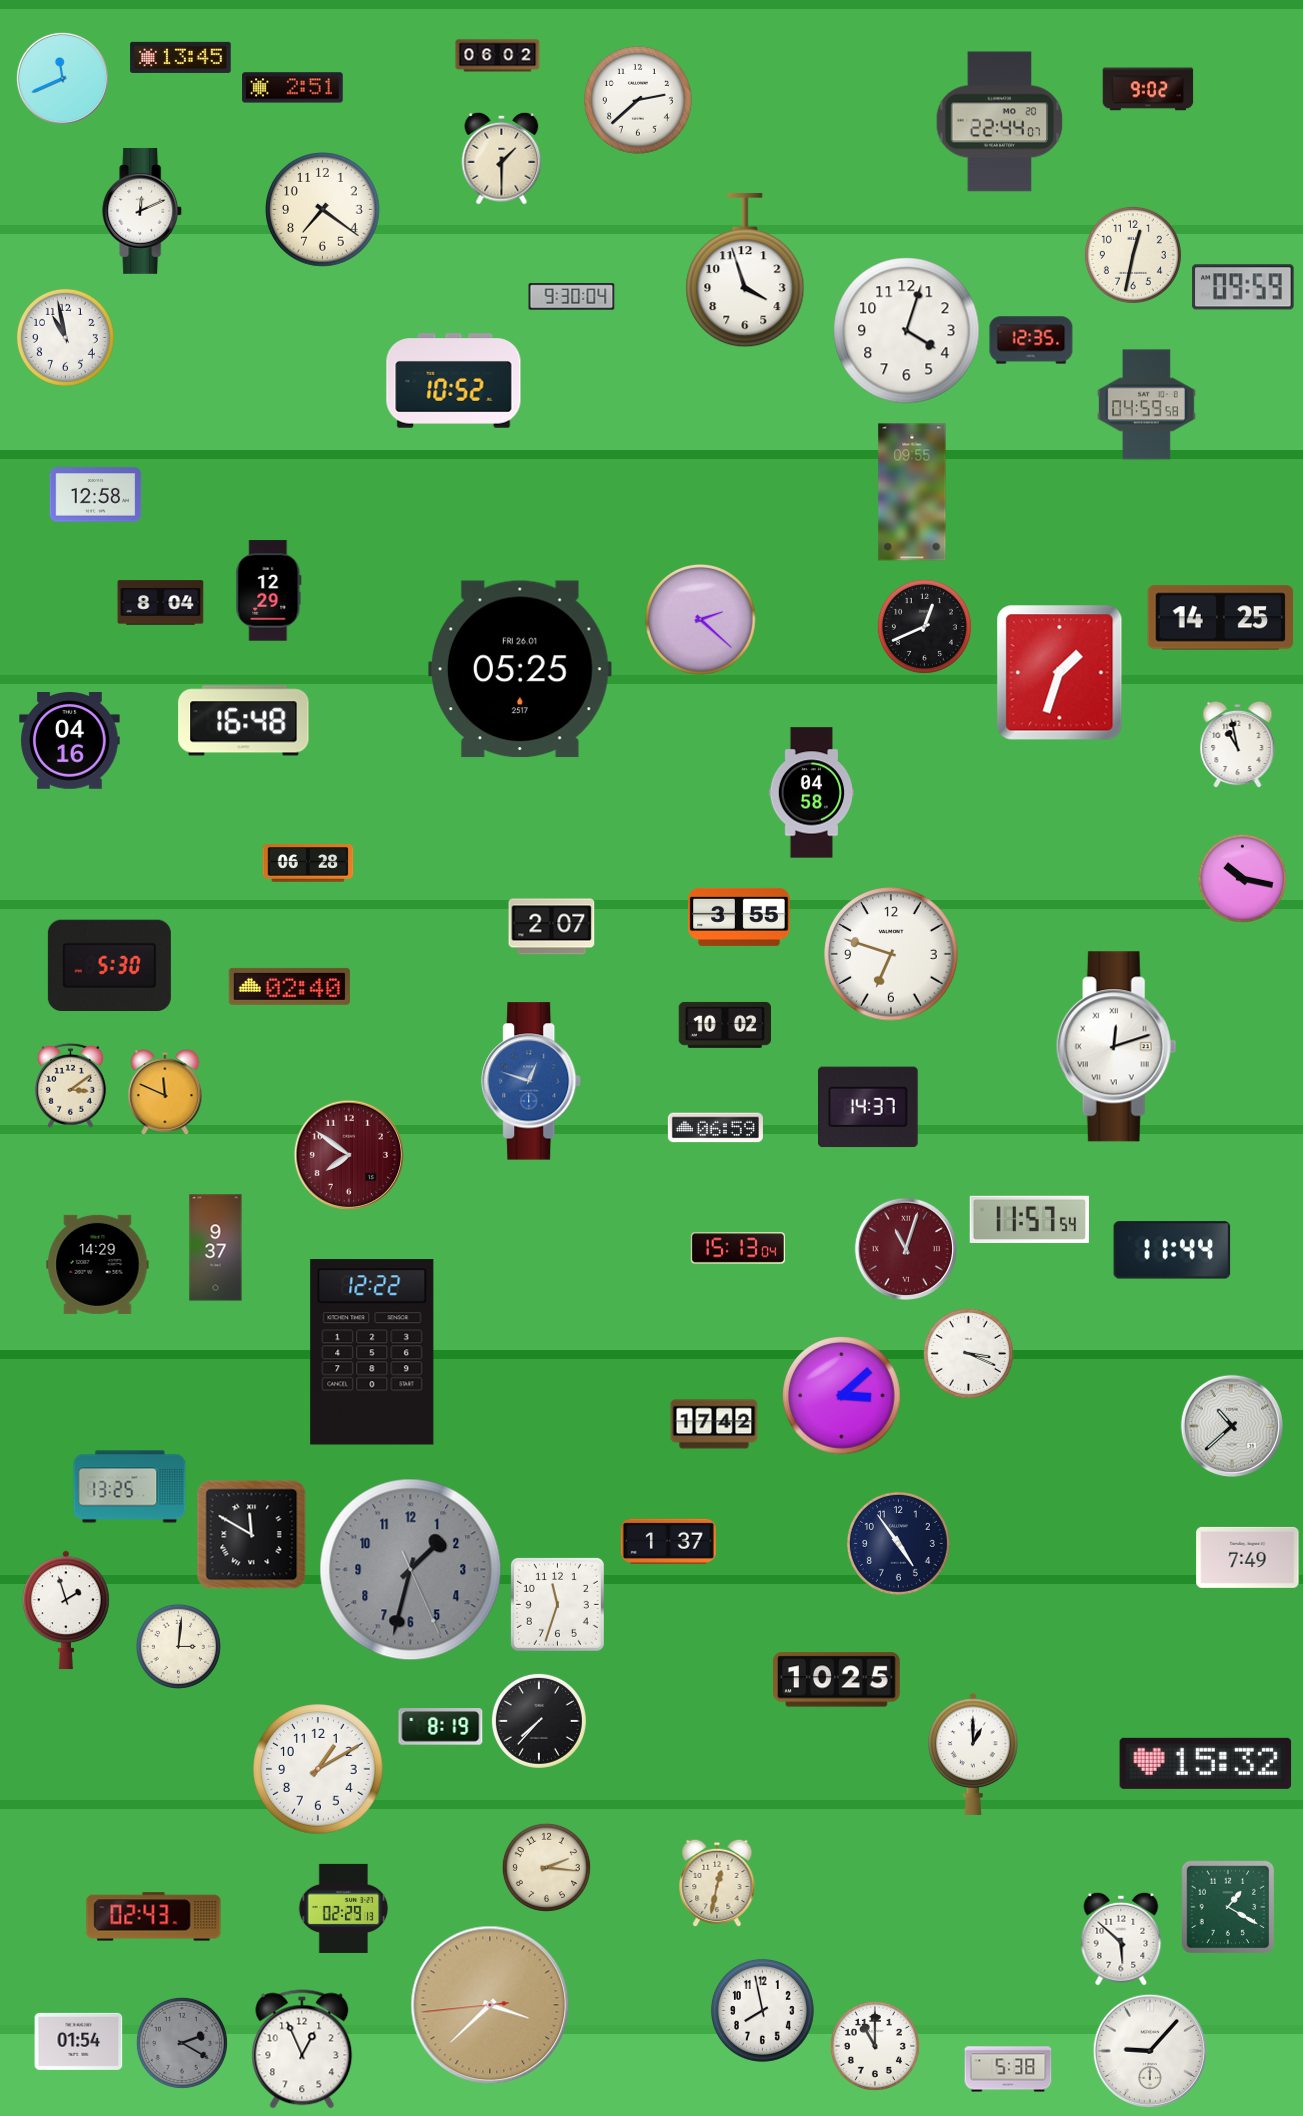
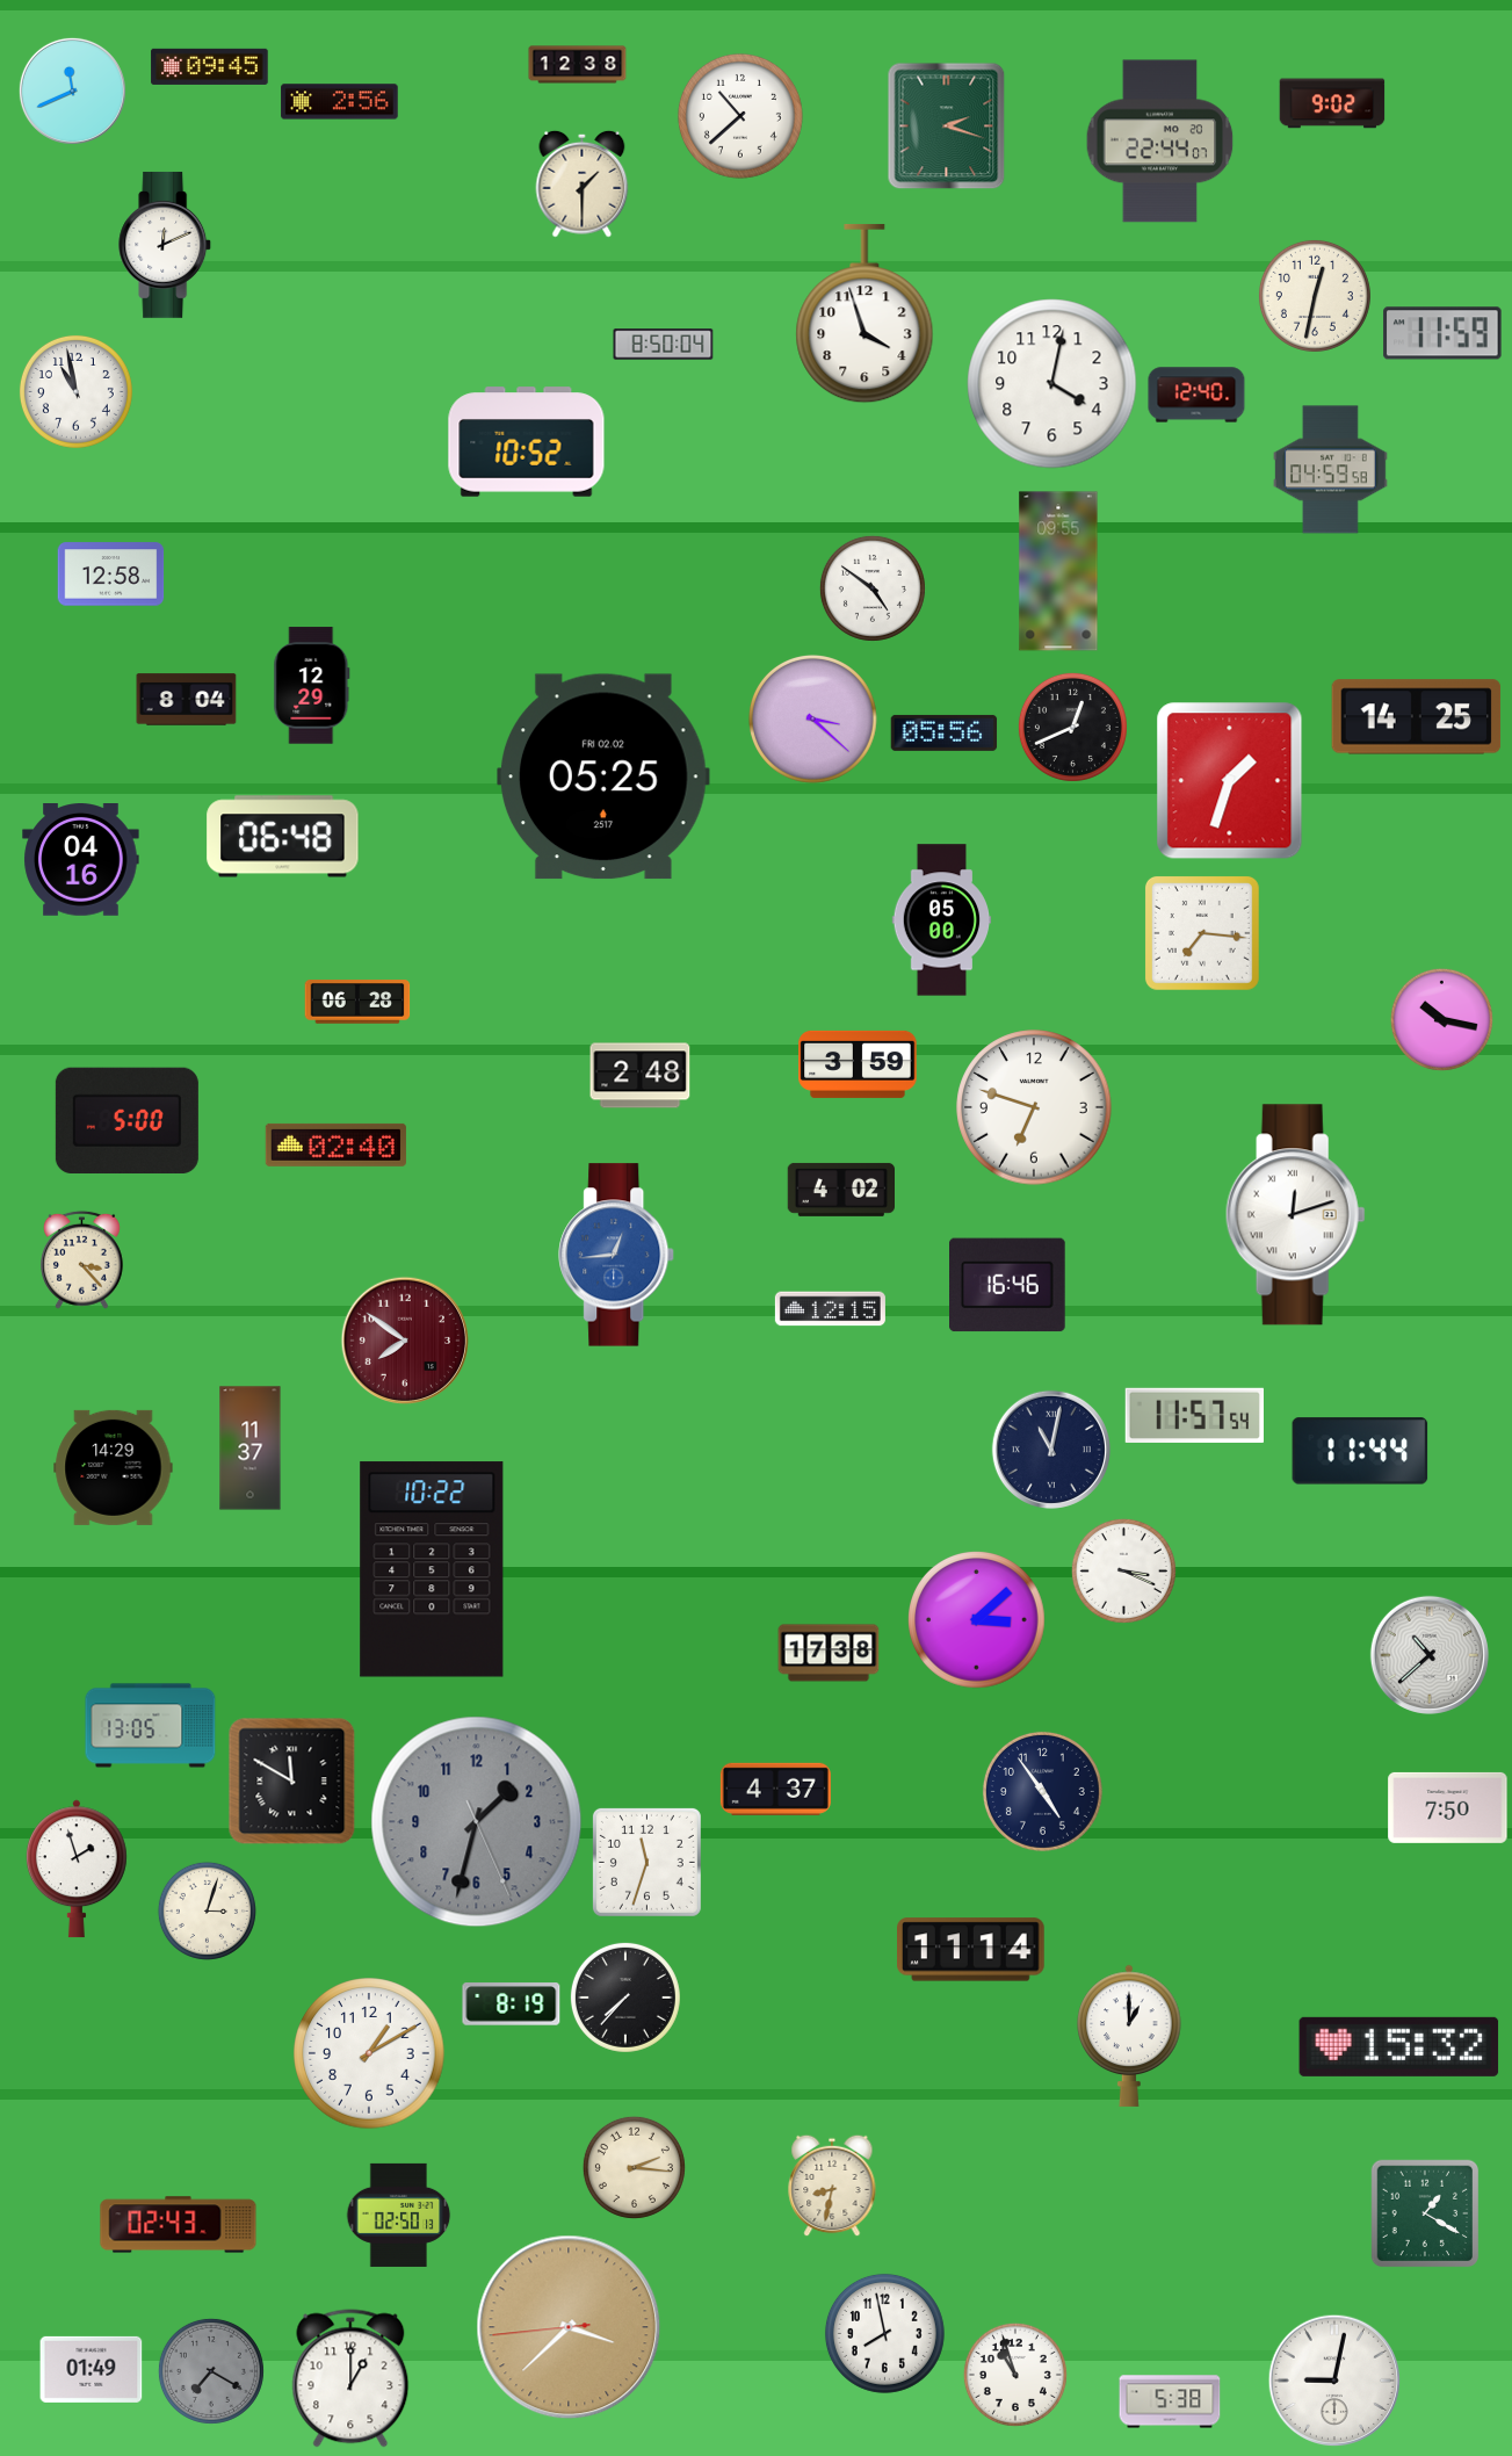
clock at (498, 56): 06:02 -> 12:38
clock at (181, 57): 13:45 -> 09:45
clock at (293, 88): 2:51 -> 2:56
clock at (638, 100): 2:38 -> 10:38
clock at (947, 127): none -> 2:18
clock at (323, 210): 7:21 -> none
clock at (1243, 287): 09:59 -> 11:59
clock at (572, 297): 9:30 -> 8:50
clock at (907, 331): 4:03 -> 4:02
clock at (1031, 340): 12:35 -> 12:40
clock at (873, 588): none -> 4:51
clock at (701, 620): 2:22 -> 3:22
clock at (945, 732): none -> 05:56
clock at (521, 669) date: FRI 26.01 -> FRI 02.02
clock at (244, 721): 16:48 -> 06:48
clock at (1238, 745): 10:58 -> none
clock at (812, 793): 04:58 -> 05:00
clock at (1202, 933): none -> 7:16
clock at (739, 917): 3:55 -> 3:59
clock at (552, 927): 2:07 -> 2:48
clock at (109, 965): 5:30 -> 5:00
clock at (724, 1025): 10:02 -> 4:02
clock at (532, 1081): 12:48 -> 12:44
clock at (70, 1085): 3:09 -> 3:23
clock at (165, 1093): 11:49 -> none
clock at (869, 1107): 14:37 -> 16:46
clock at (715, 1128): 06:59 -> 12:15
clock at (216, 1248): 9:37 -> 11:37
clock at (738, 1248): 15:13 -> none
clock at (906, 1249): 11:03 -> 11:02
clock at (906, 1249) dial: burgundy -> navy
clock at (372, 1352): 12:22 -> 10:22
clock at (714, 1424): 17:42 -> 17:38
clock at (130, 1487): 13:25 -> 13:05
clock at (668, 1541): 1:37 -> 4:37
clock at (1248, 1557): 7:49 -> 7:50
clock at (178, 1646): 3:01 -> 3:03
clock at (837, 1680): 10:25 -> 11:14
clock at (717, 1883): 12:32 -> 8:32
clock at (344, 1908): 02:29 -> 02:50
clock at (1121, 1939): 5:52 -> none
clock at (79, 2041): 01:54 -> 01:49
clock at (182, 2043): 2:20 -> 7:20
clock at (875, 2046): 11:00 -> 10:57
clock at (302, 2049): 12:56 -> 1:00
clock at (1150, 2051): 9:07 -> 9:02
